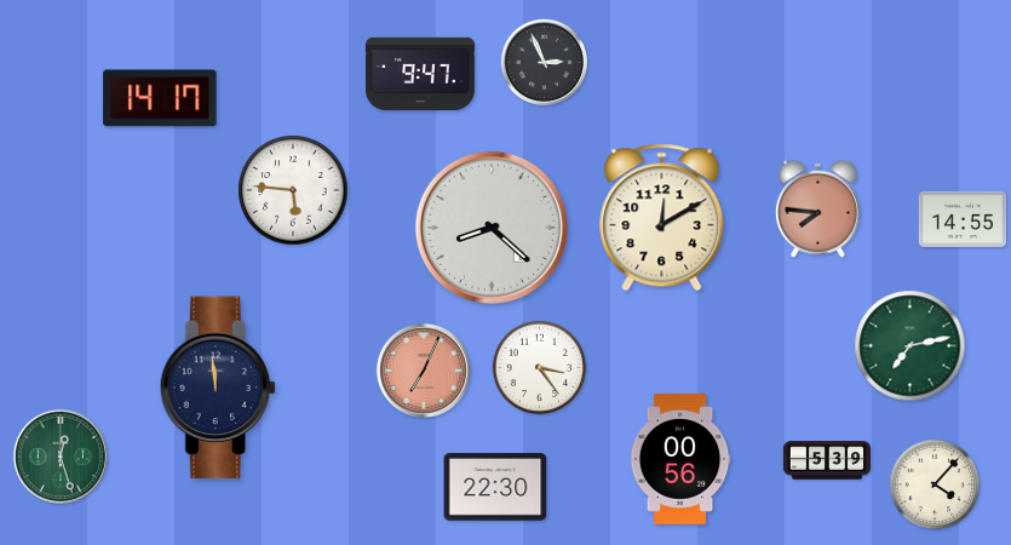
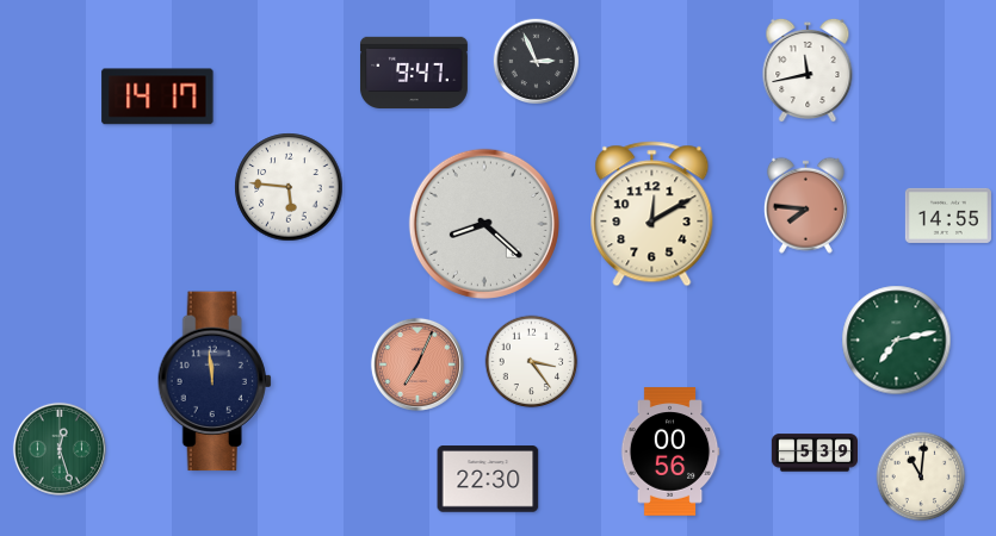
clock at (808, 69): none -> 11:43
clock at (935, 484): 4:07 -> 11:01
